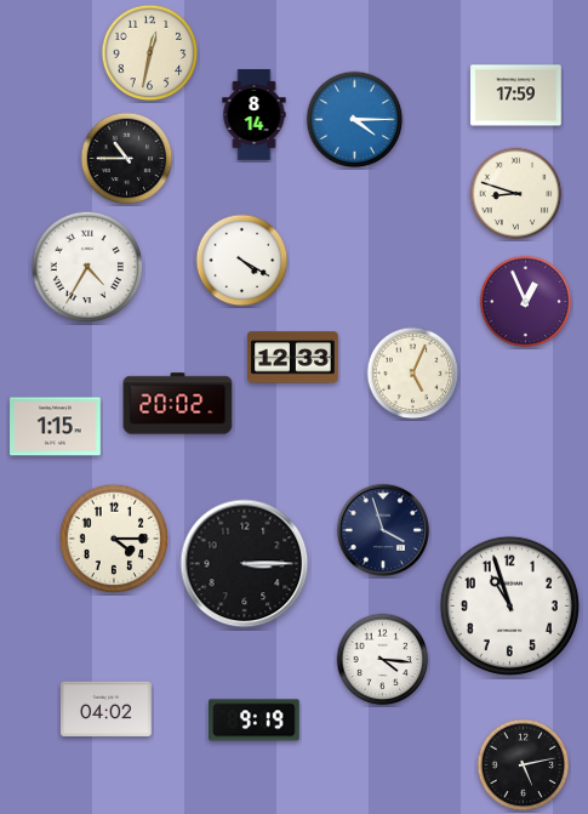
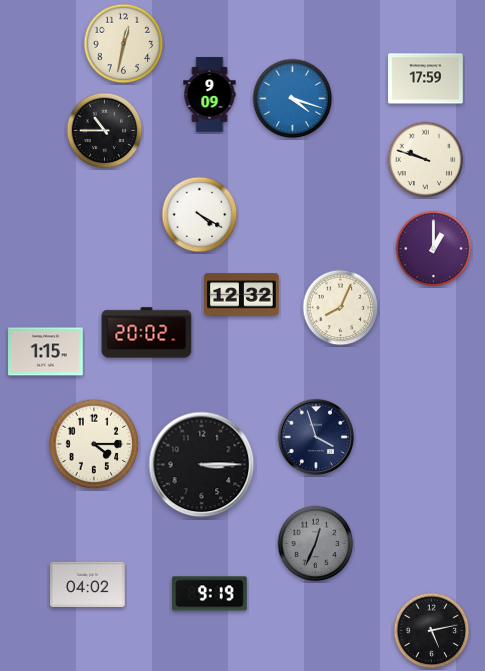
clock at (255, 115): 8:14 -> 9:09
clock at (355, 120): 4:15 -> 4:18
clock at (516, 194): 8:48 -> 9:48
clock at (87, 267): 4:35 -> none
clock at (526, 302): 12:56 -> 1:00
clock at (293, 358): 12:33 -> 12:32
clock at (413, 374): 5:04 -> 8:04
clock at (509, 605): 10:57 -> none
clock at (383, 660): 4:16 -> 12:34
clock at (383, 660) dial: white -> grey
